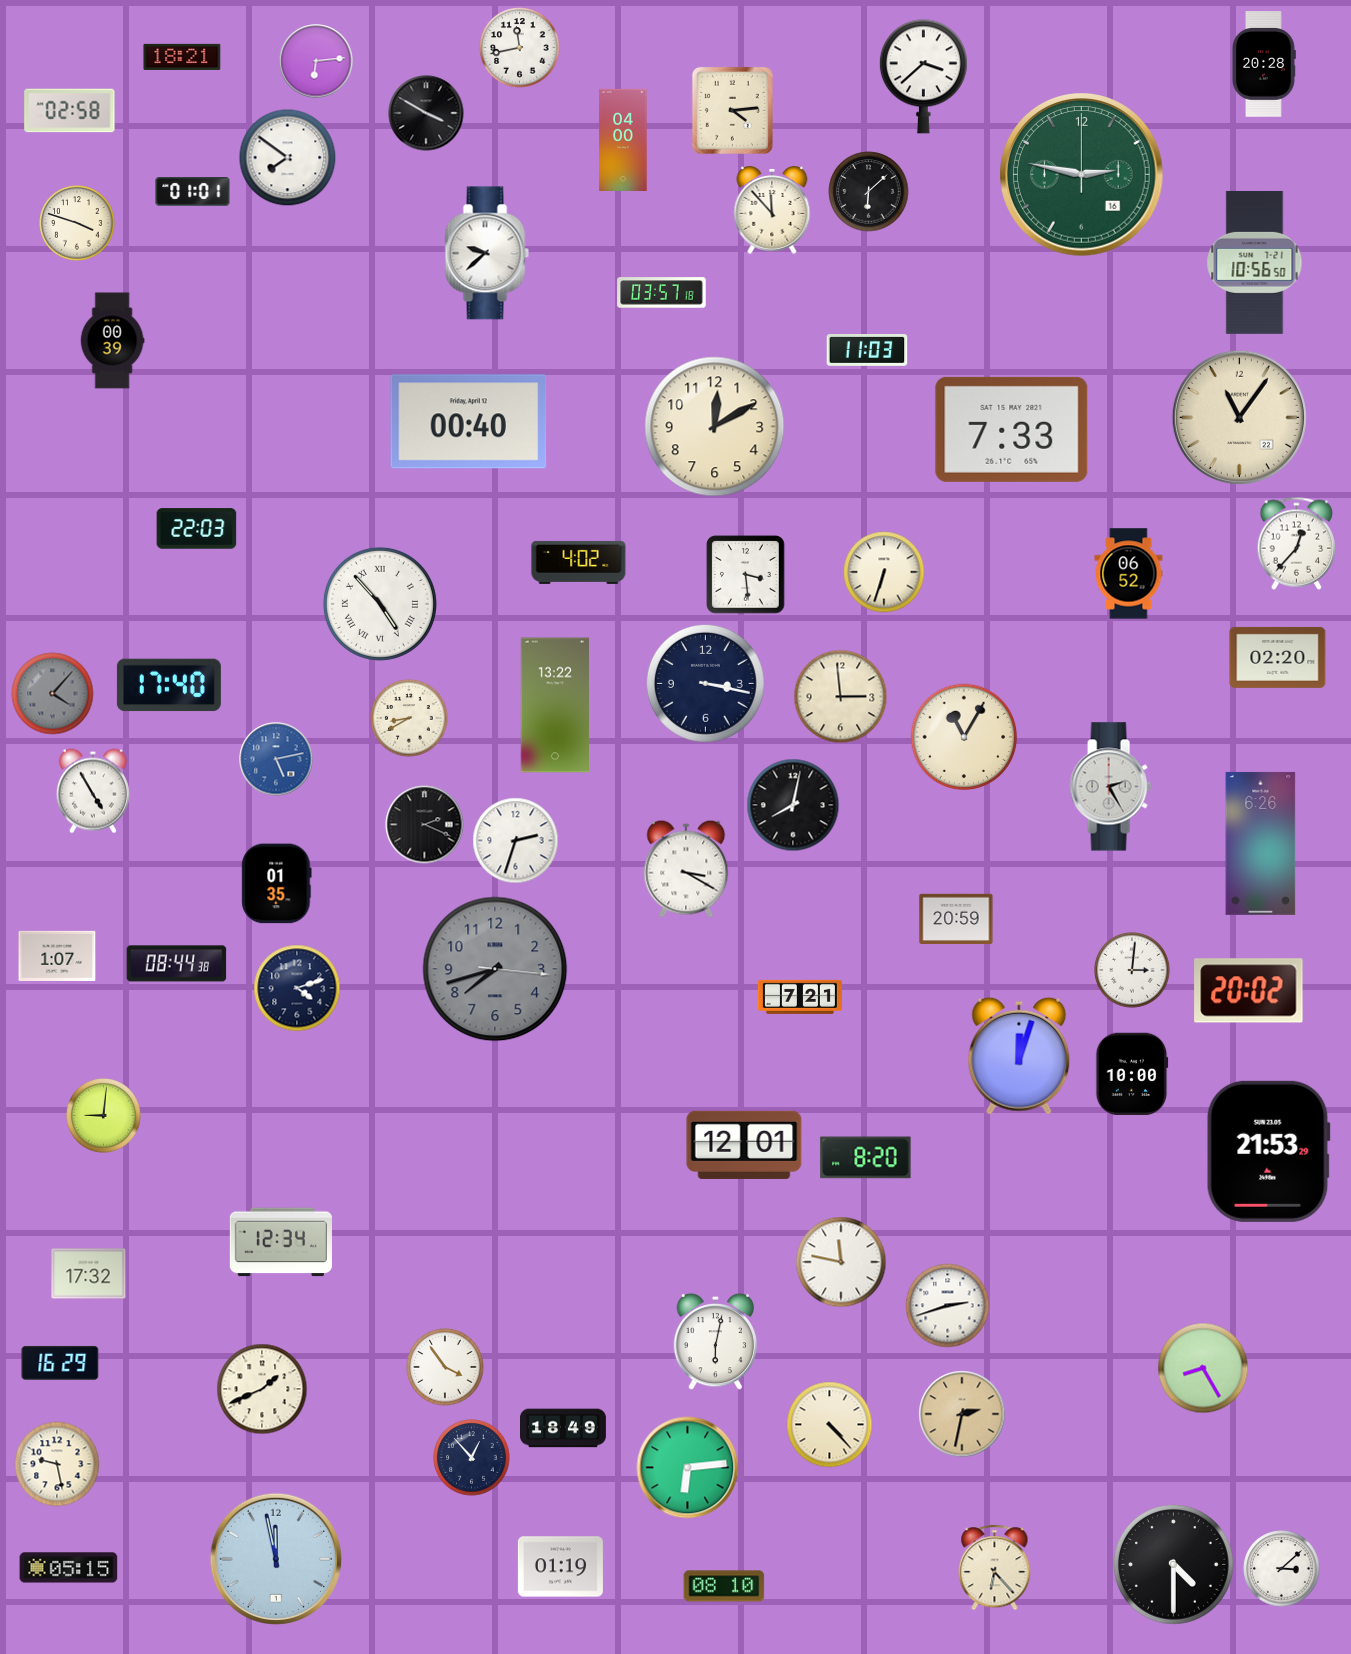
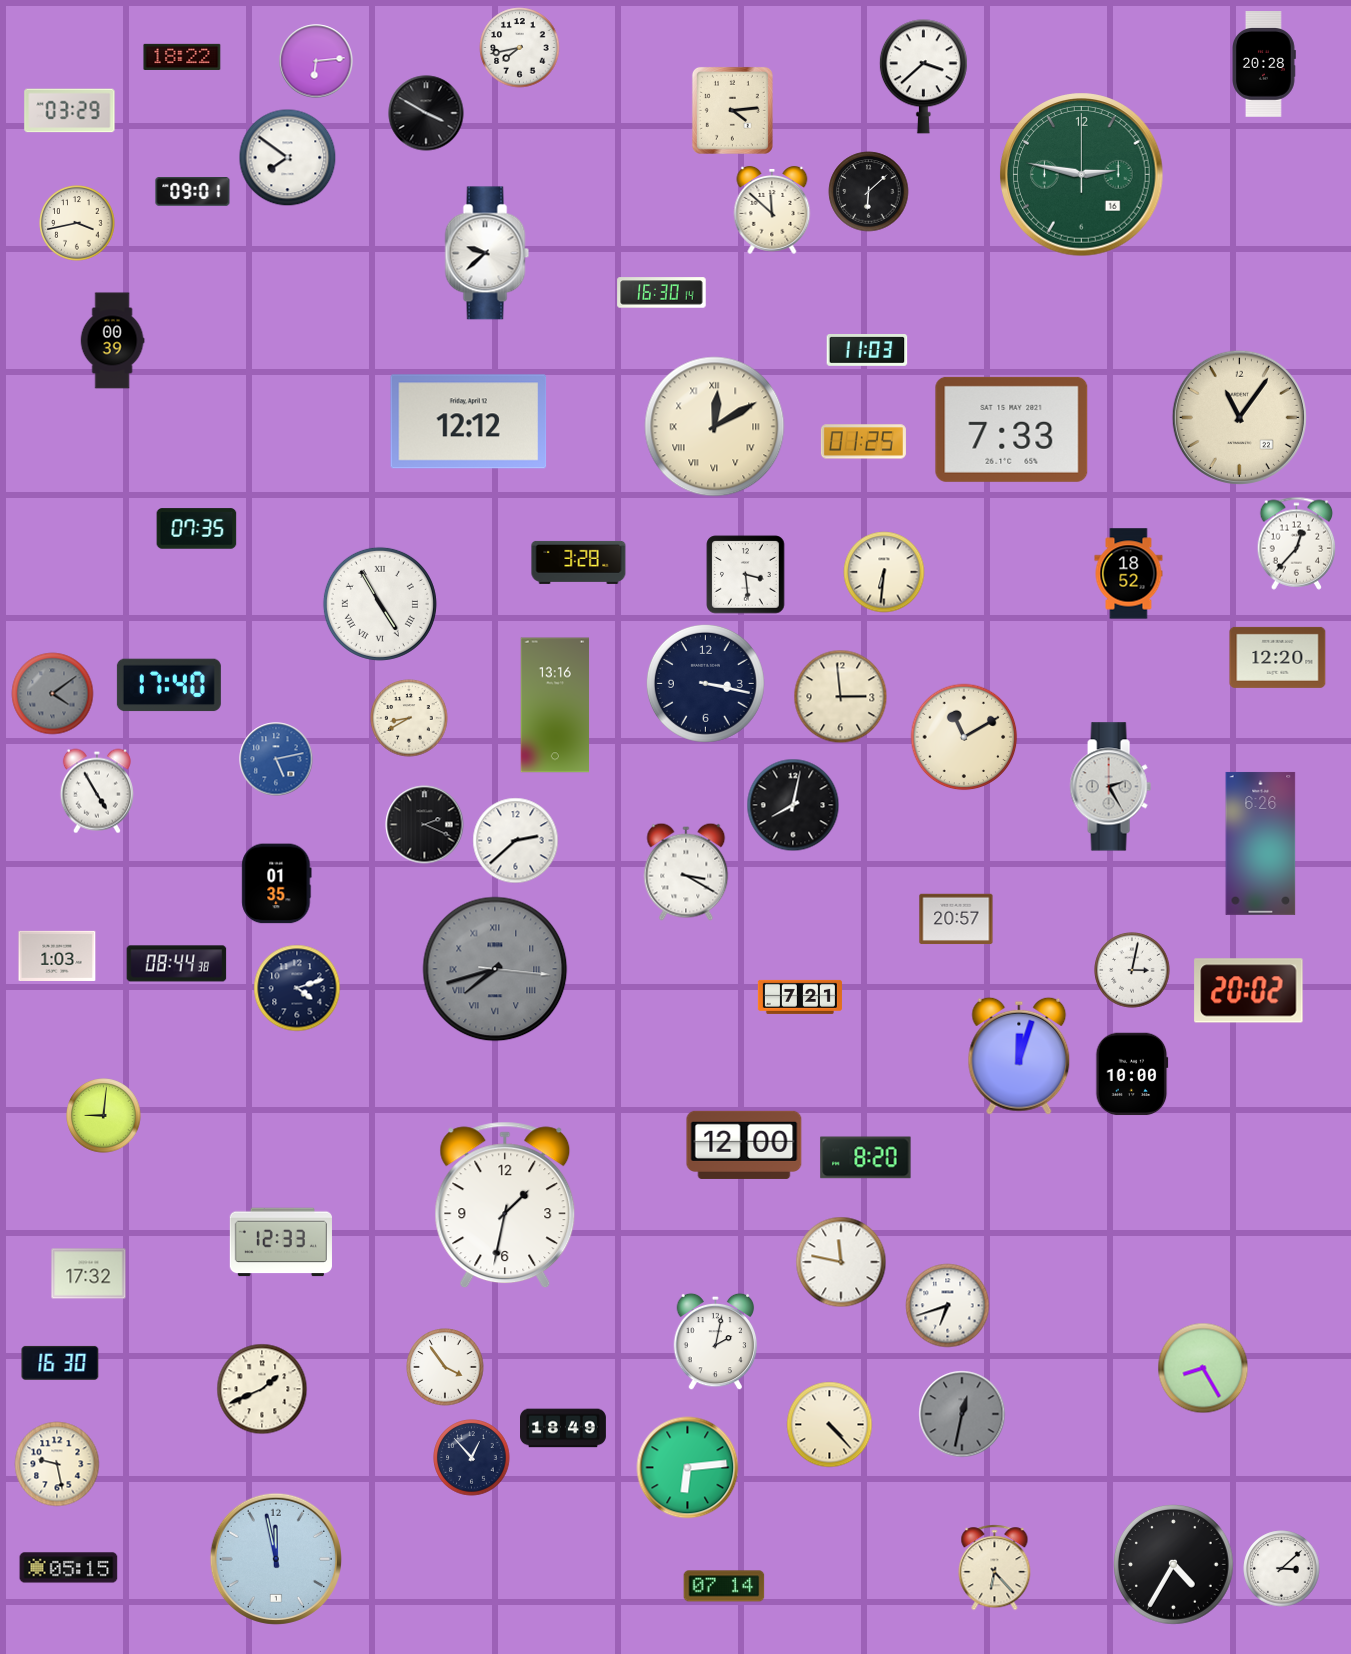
clock at (520, 48): 11:43 -> 7:43
clock at (182, 57): 18:21 -> 18:22
clock at (70, 111): 02:58 -> 03:29
clock at (623, 139): 04:00 -> none
clock at (193, 192): 01:01 -> 09:01
clock at (772, 210): 11:53 -> 11:52
clock at (77, 223): 3:48 -> 3:43
clock at (1255, 262): 10:56 -> none
clock at (662, 293): 03:57 -> 16:30
clock at (469, 422): 00:40 -> 12:12
clock at (715, 427) numerals: Arabic -> Roman
clock at (863, 442): none -> 01:25
clock at (197, 529): 22:03 -> 07:35
clock at (579, 562): 4:02 -> 3:28
clock at (884, 572): 6:33 -> 6:31
clock at (1129, 574): 06:52 -> 18:52
clock at (380, 604): 4:53 -> 4:55
clock at (1278, 657): 02:20 -> 12:20
clock at (53, 694): 4:07 -> 4:09
clock at (555, 705): 13:22 -> 13:16
clock at (964, 737): 11:05 -> 11:10
clock at (93, 791) position: (93, 791) -> (97, 791)
clock at (516, 841): 2:33 -> 2:38
clock at (686, 869) position: (686, 869) -> (686, 872)
clock at (956, 919): 20:59 -> 20:57
clock at (57, 955): 1:07 -> 1:03
clock at (495, 969) numerals: Arabic -> Roman
clock at (1132, 970): 3:01 -> 3:02
clock at (744, 1145): 12:01 -> 12:00
clock at (1268, 1151): 21:53 -> none
clock at (505, 1205): none -> 1:32
clock at (281, 1242): 12:34 -> 12:33
clock at (948, 1306): 2:42 -> 6:42
clock at (716, 1342): 6:02 -> 2:02
clock at (60, 1363): 16:29 -> 16:30
clock at (962, 1414): 2:32 -> 12:32
clock at (962, 1414) dial: champagne -> grey
clock at (1174, 1565): 4:30 -> 4:35
clock at (560, 1567): 01:19 -> none
clock at (724, 1586): 08:10 -> 07:14
